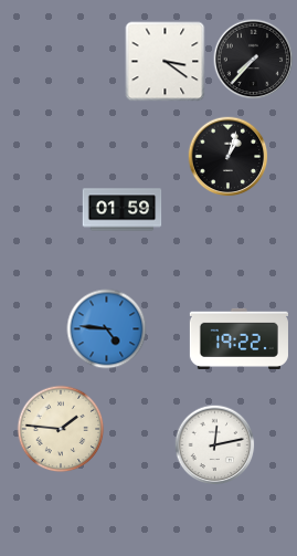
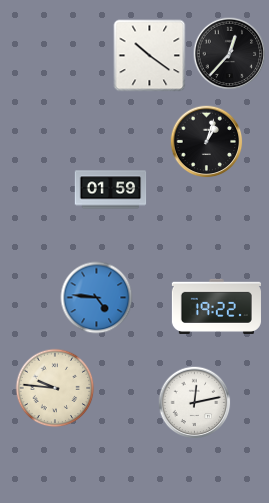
clock at (254, 60): 7:37 -> 12:37
clock at (166, 62): 3:21 -> 10:21
clock at (61, 429): 1:46 -> 9:46
